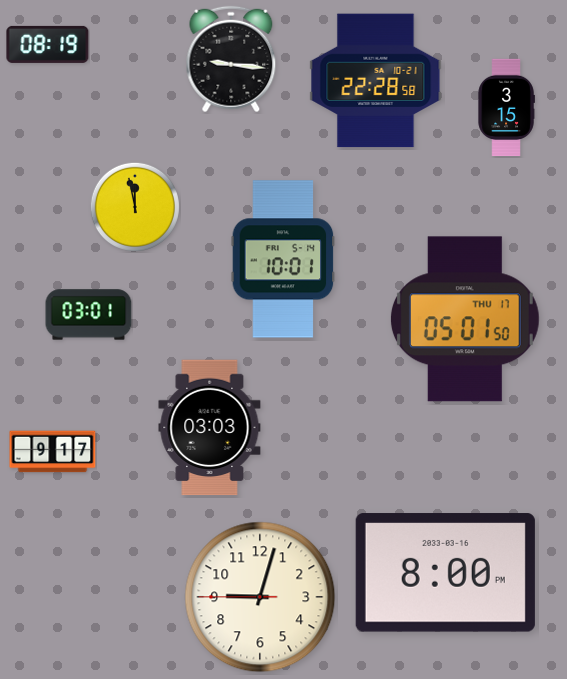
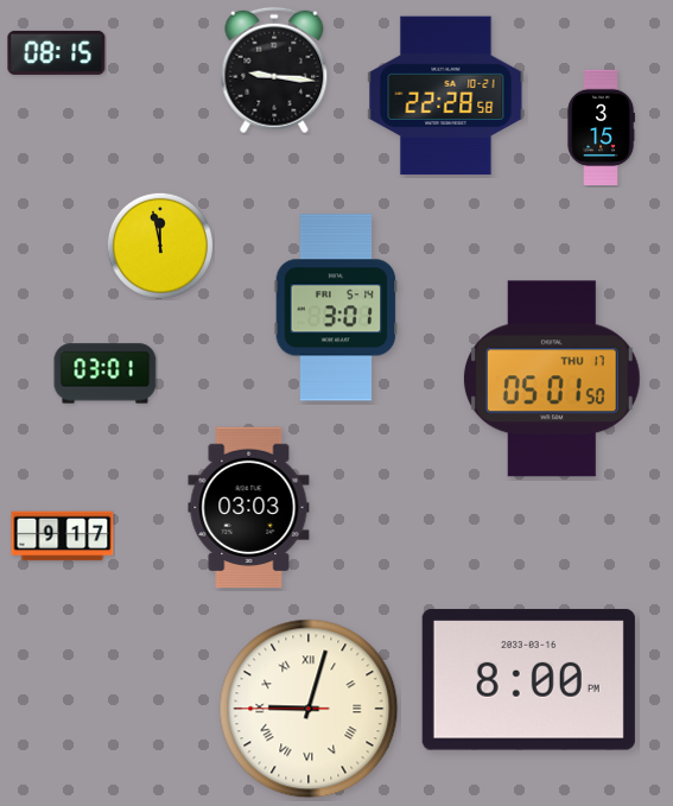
clock at (48, 44): 08:19 -> 08:15
clock at (283, 259): 10:01 -> 3:01
clock at (260, 597) numerals: Arabic -> Roman
